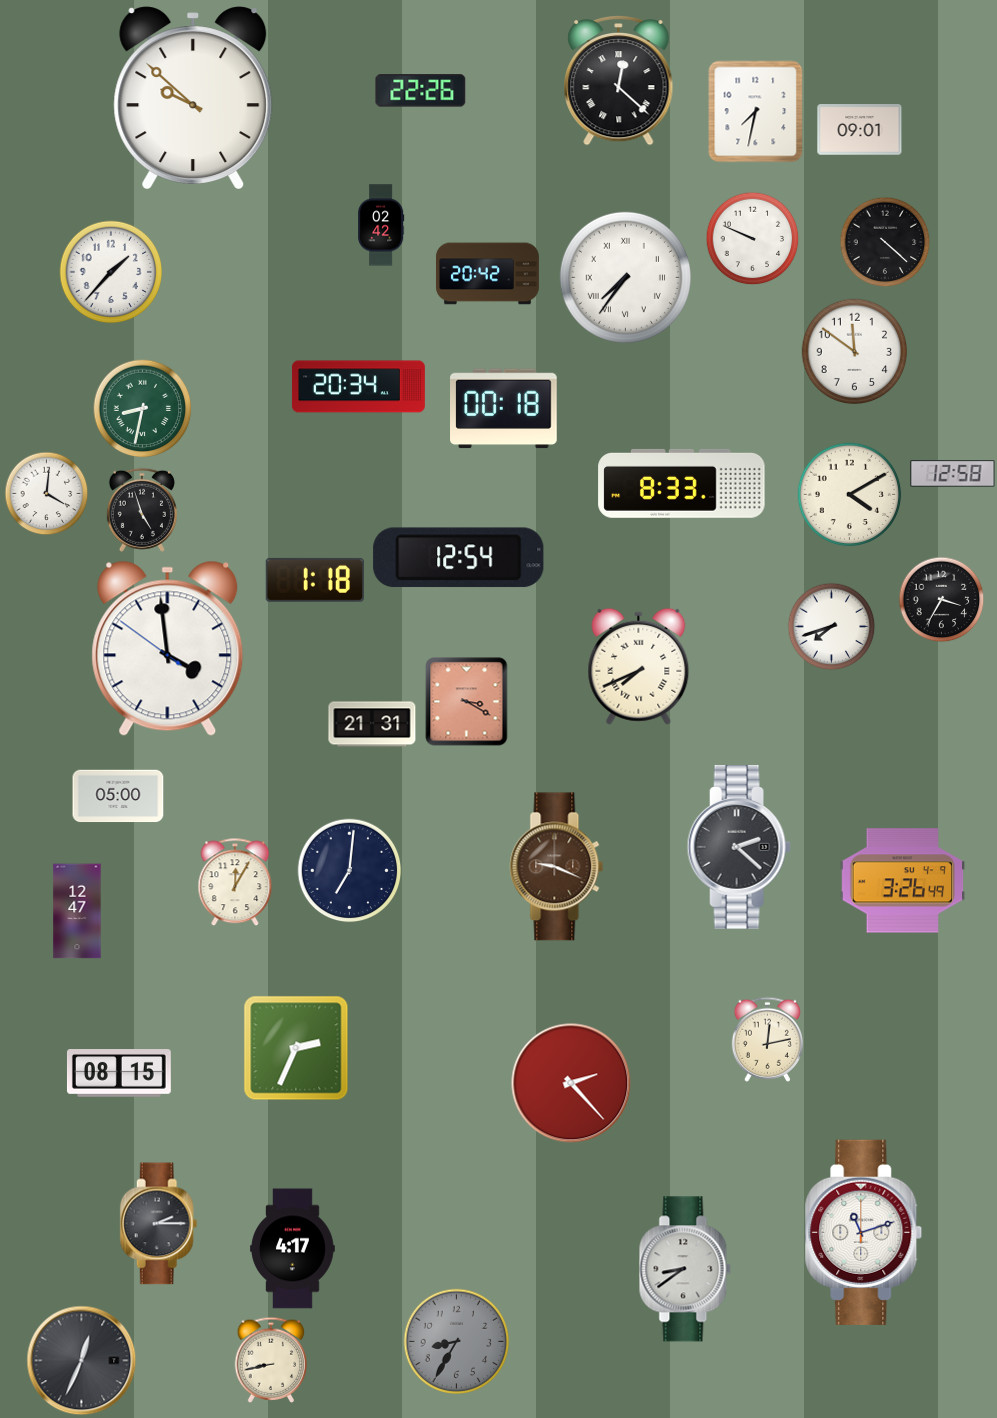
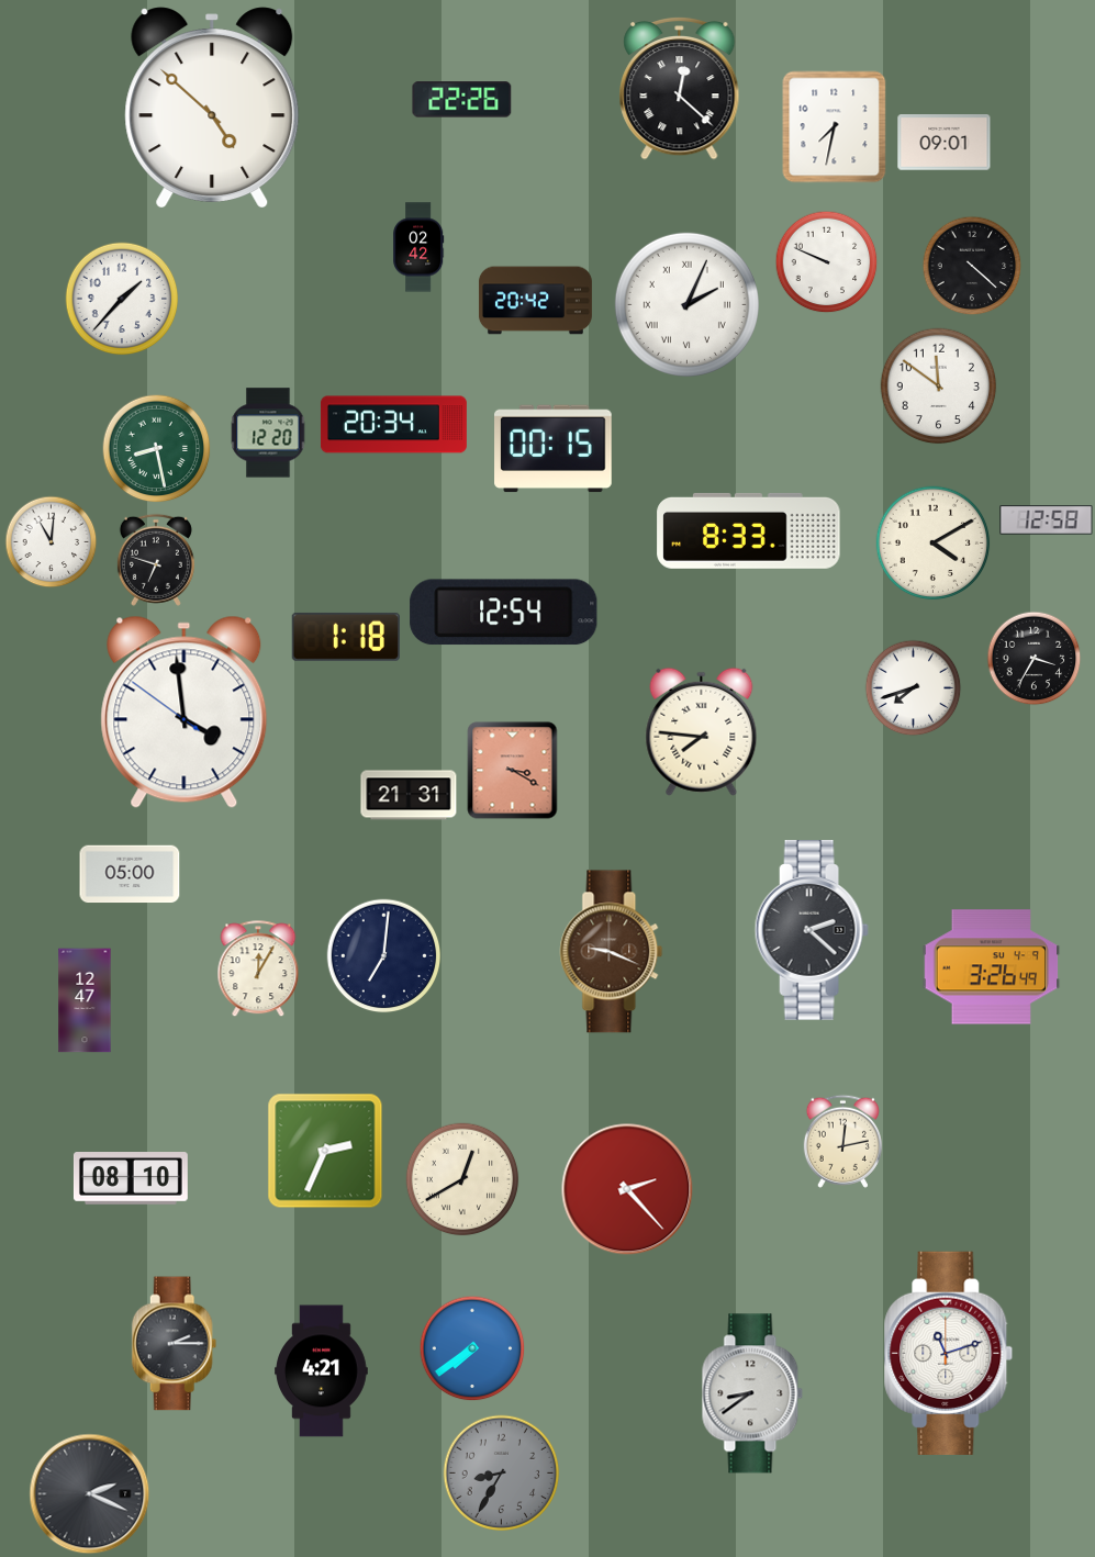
clock at (193, 97): 9:52 -> 4:52
clock at (756, 112) position: (756, 112) -> (835, 127)
clock at (625, 277): 7:36 -> 2:04
clock at (268, 433): none -> 12:20
clock at (143, 409): 8:32 -> 8:28
clock at (504, 409): 00:18 -> 00:15
clock at (47, 494): 4:01 -> 11:01
clock at (142, 510): 4:57 -> 6:48
clock at (639, 666): 7:41 -> 7:46
clock at (119, 1074): 08:15 -> 08:10
clock at (462, 1179): none -> 12:40
clock at (472, 1348): none -> 7:39
clock at (293, 1249): 4:17 -> 4:21
clock at (271, 1360): 8:43 -> none
clock at (82, 1361): 12:34 -> 2:19
